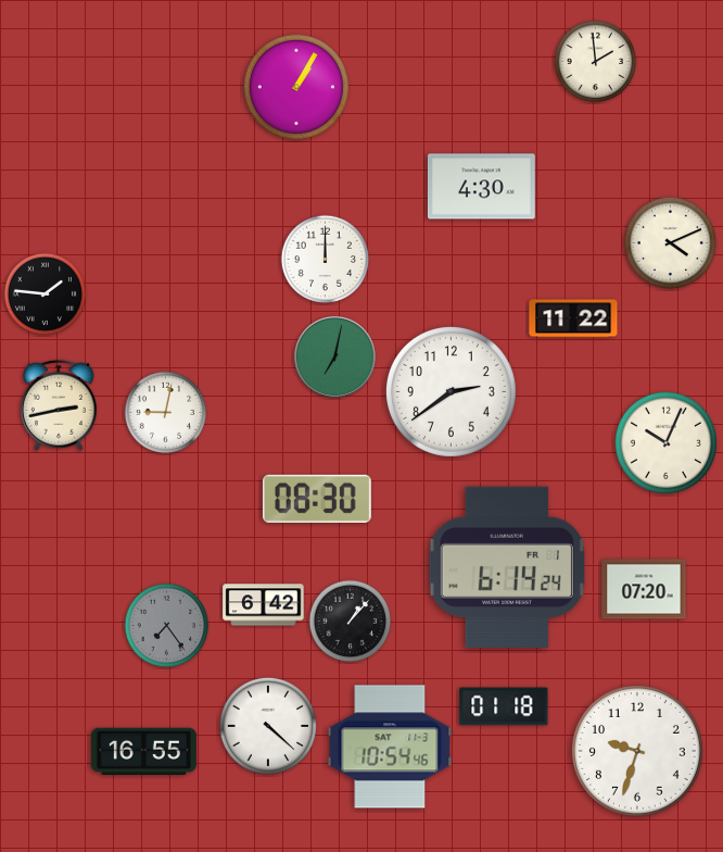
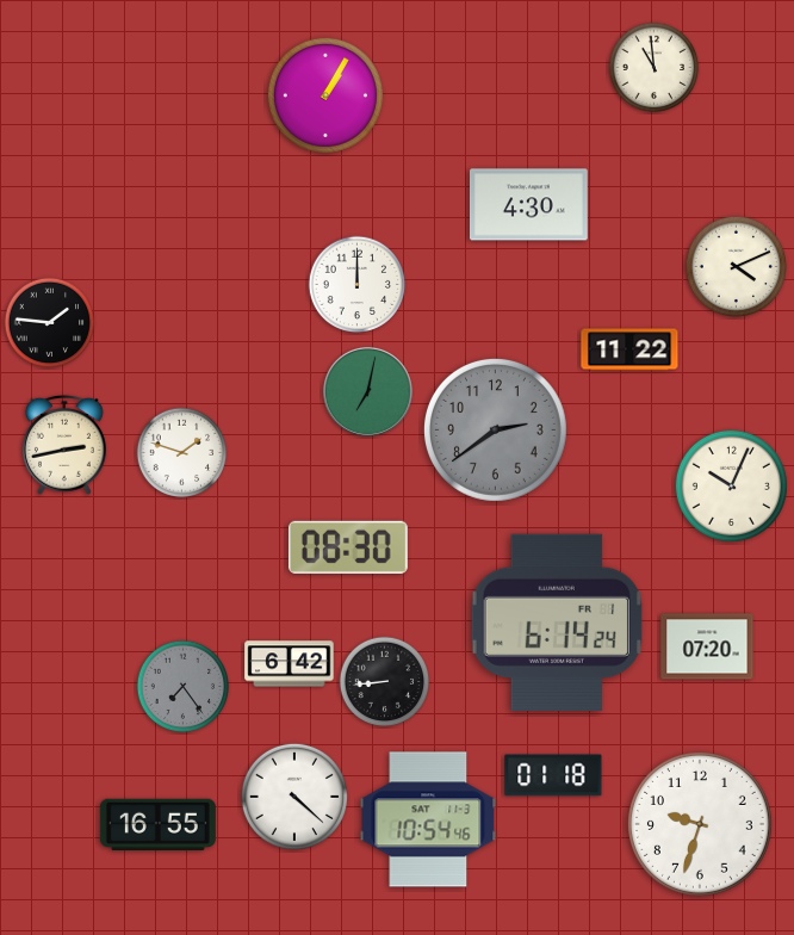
clock at (596, 62): 1:59 -> 10:59
clock at (451, 391) dial: white -> grey
clock at (166, 413): 9:02 -> 1:48
clock at (351, 622): 1:07 -> 8:44
